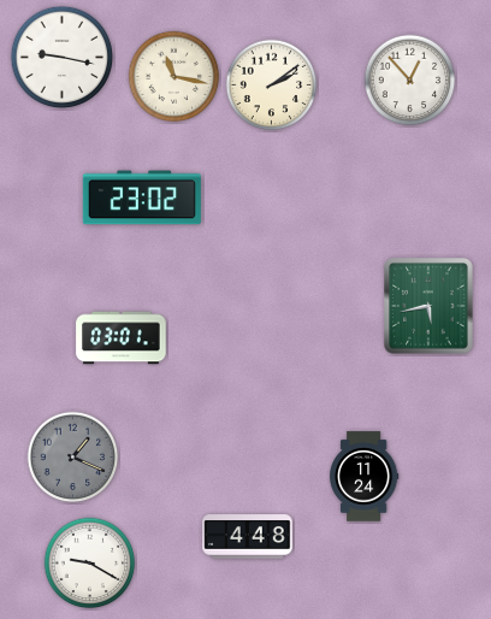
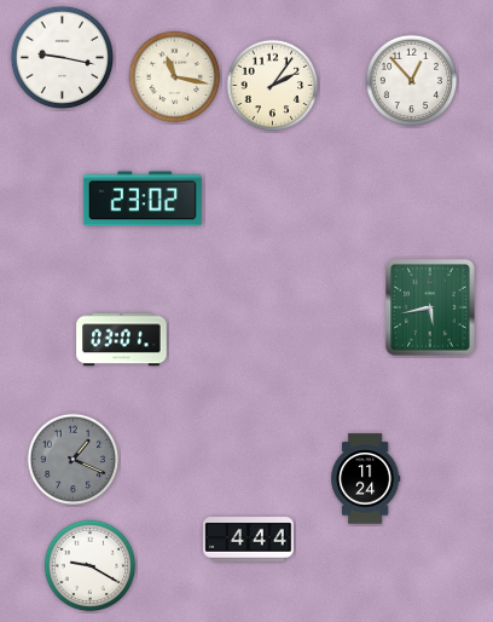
clock at (272, 86): 2:09 -> 2:06
clock at (248, 537): 4:48 -> 4:44
